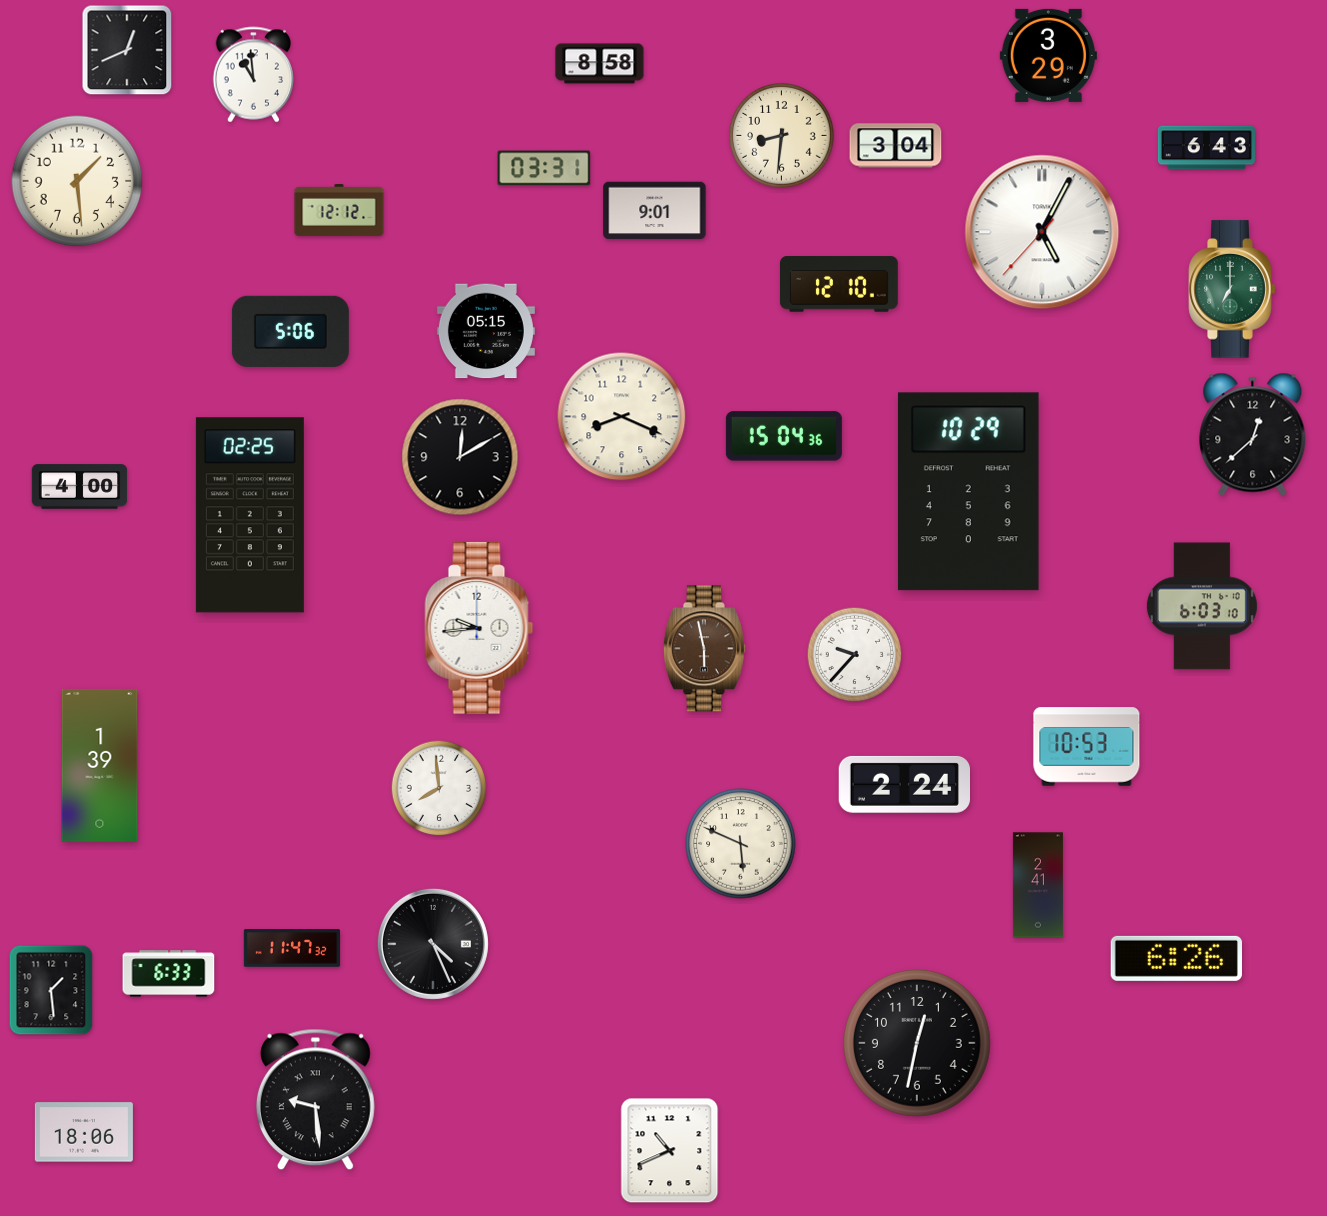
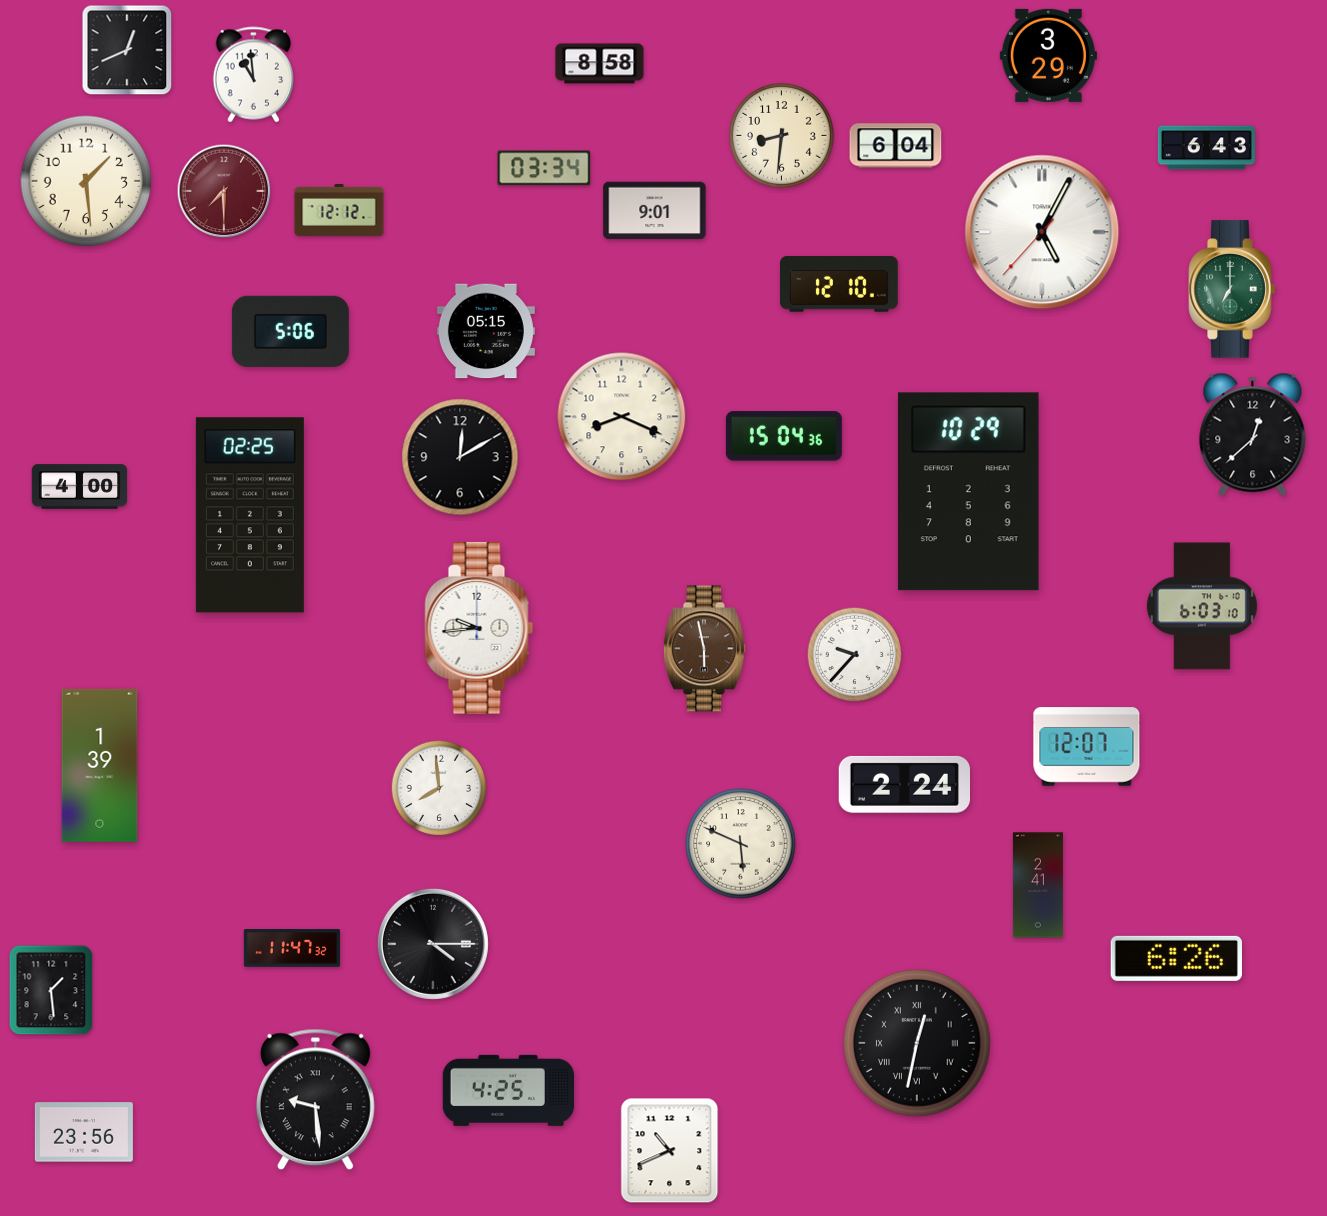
clock at (896, 146): 3:04 -> 6:04
clock at (544, 168): 03:31 -> 03:34
clock at (77, 181) position: (77, 181) -> (86, 181)
clock at (224, 191): none -> 7:30
clock at (1087, 747): 10:53 -> 12:07
clock at (433, 944): 4:26 -> 4:15
clock at (169, 974): 6:33 -> none
clock at (918, 1044) numerals: Arabic -> Roman
clock at (508, 1090): none -> 4:25
clock at (84, 1132): 18:06 -> 23:56
